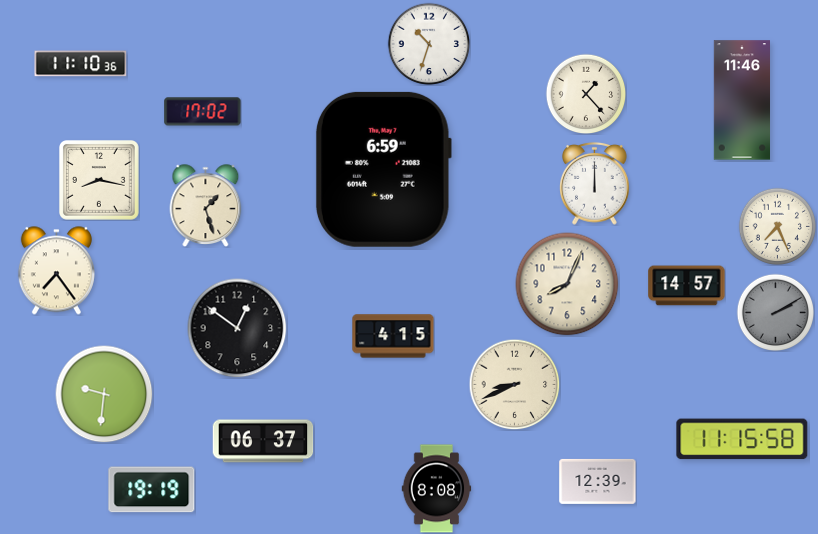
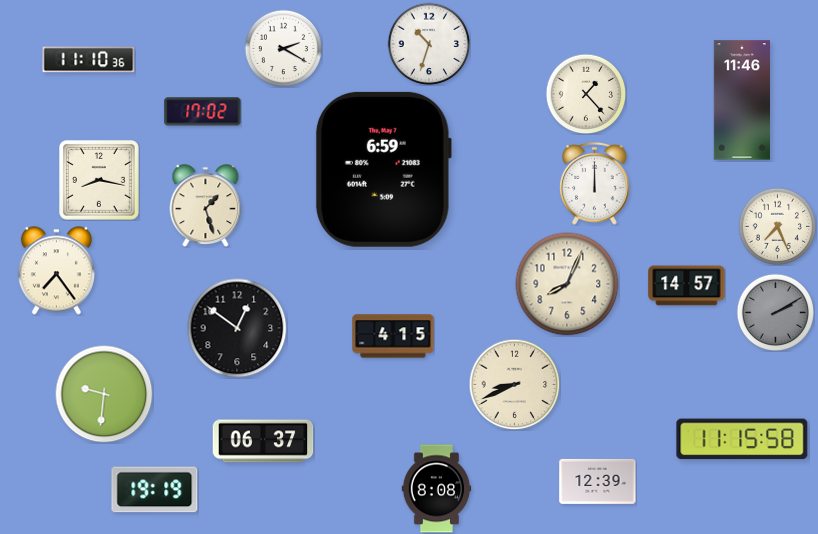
clock at (283, 48): none -> 2:20
clock at (81, 64) position: (81, 64) -> (89, 60)
clock at (152, 490) position: (152, 490) -> (155, 490)
